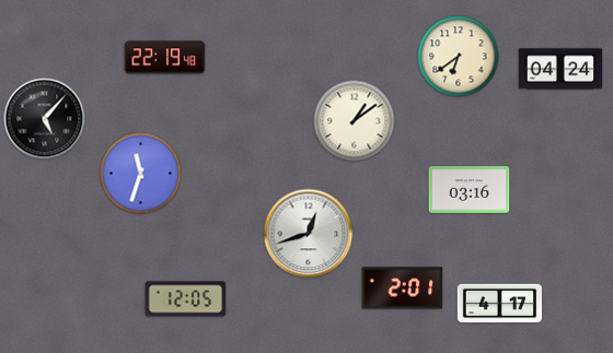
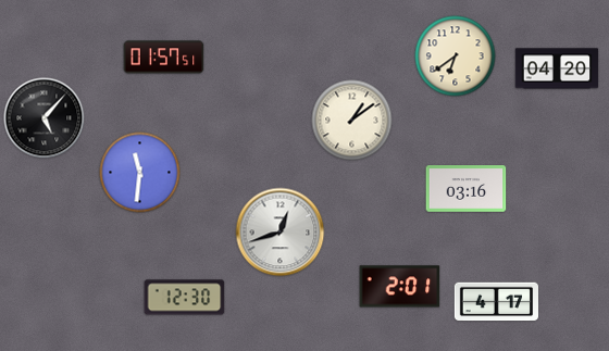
clock at (165, 58): 22:19 -> 01:57
clock at (560, 69): 04:24 -> 04:20
clock at (141, 174): 11:33 -> 11:31
clock at (309, 234) position: (309, 234) -> (281, 233)
clock at (186, 299): 12:05 -> 12:30
